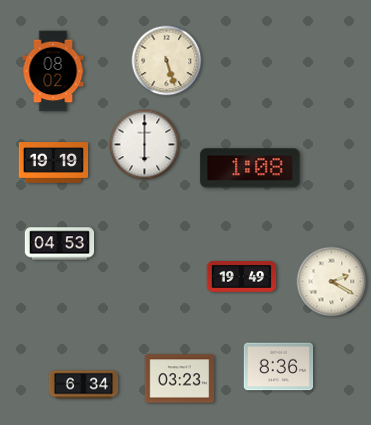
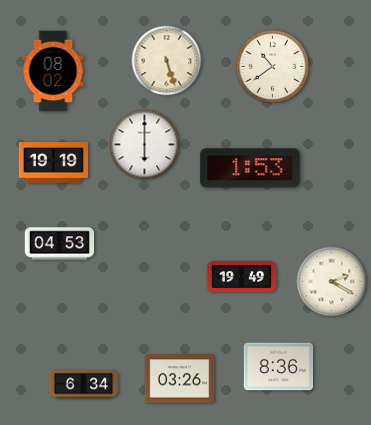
clock at (273, 67): none -> 10:39
clock at (250, 168): 1:08 -> 1:53
clock at (180, 379): 03:23 -> 03:26
